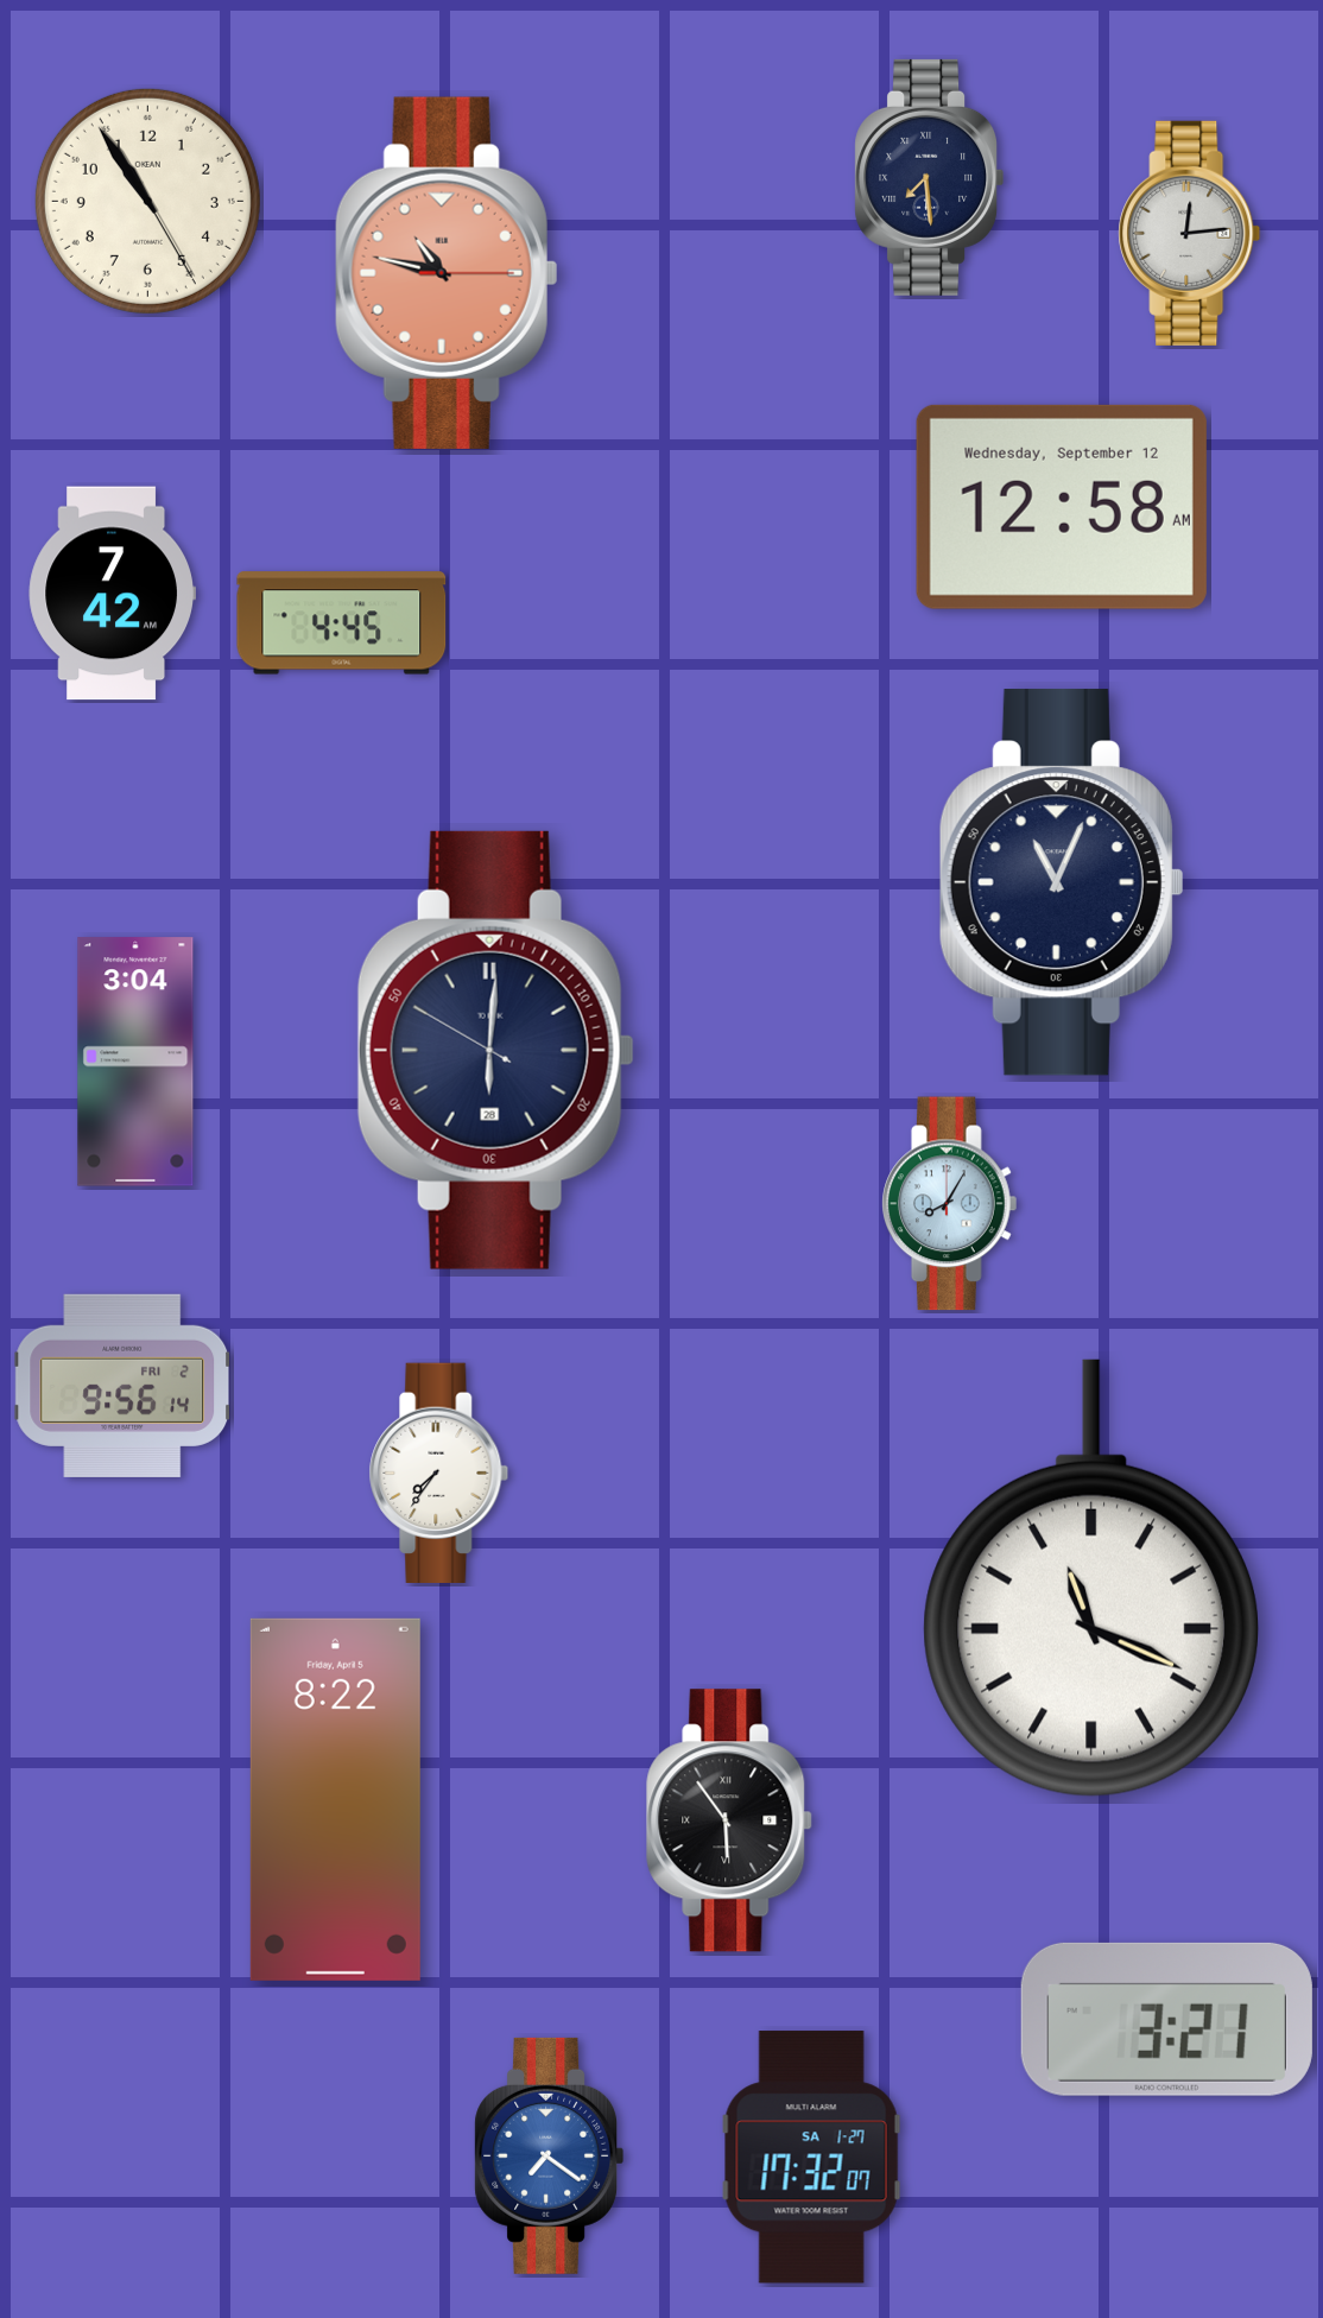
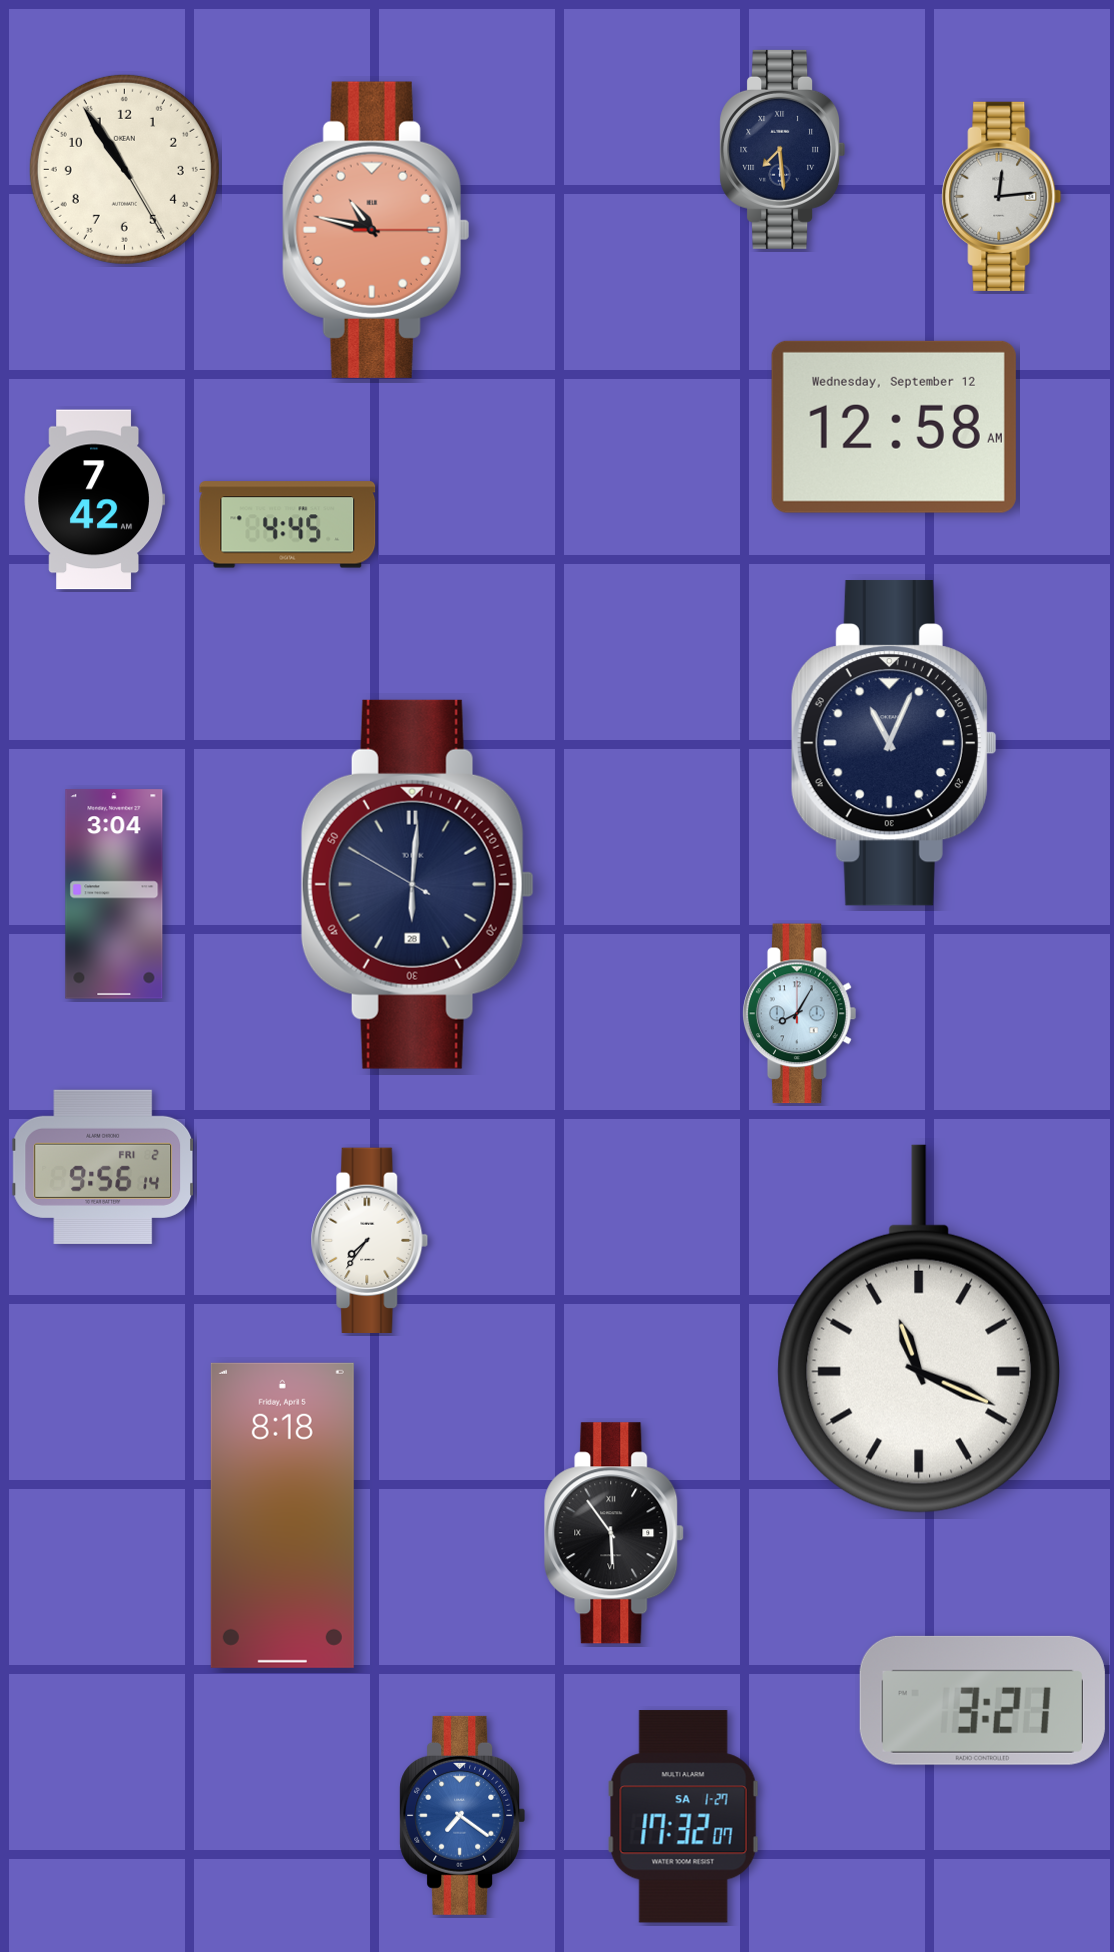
clock at (335, 1799): 8:22 -> 8:18
